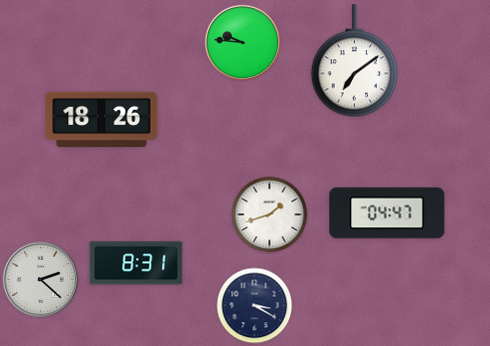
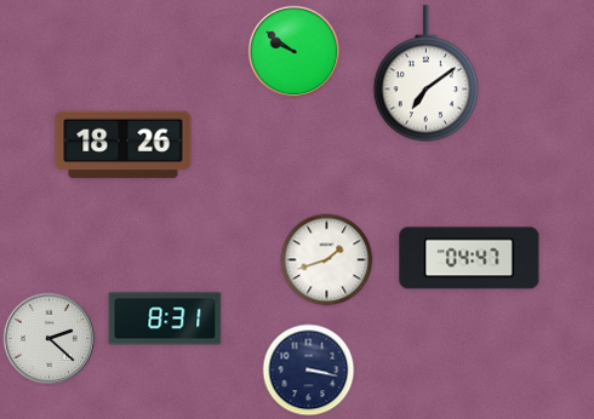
clock at (243, 43): 9:46 -> 9:51
clock at (355, 61) position: (355, 61) -> (427, 74)
clock at (255, 306): 3:20 -> 3:17
